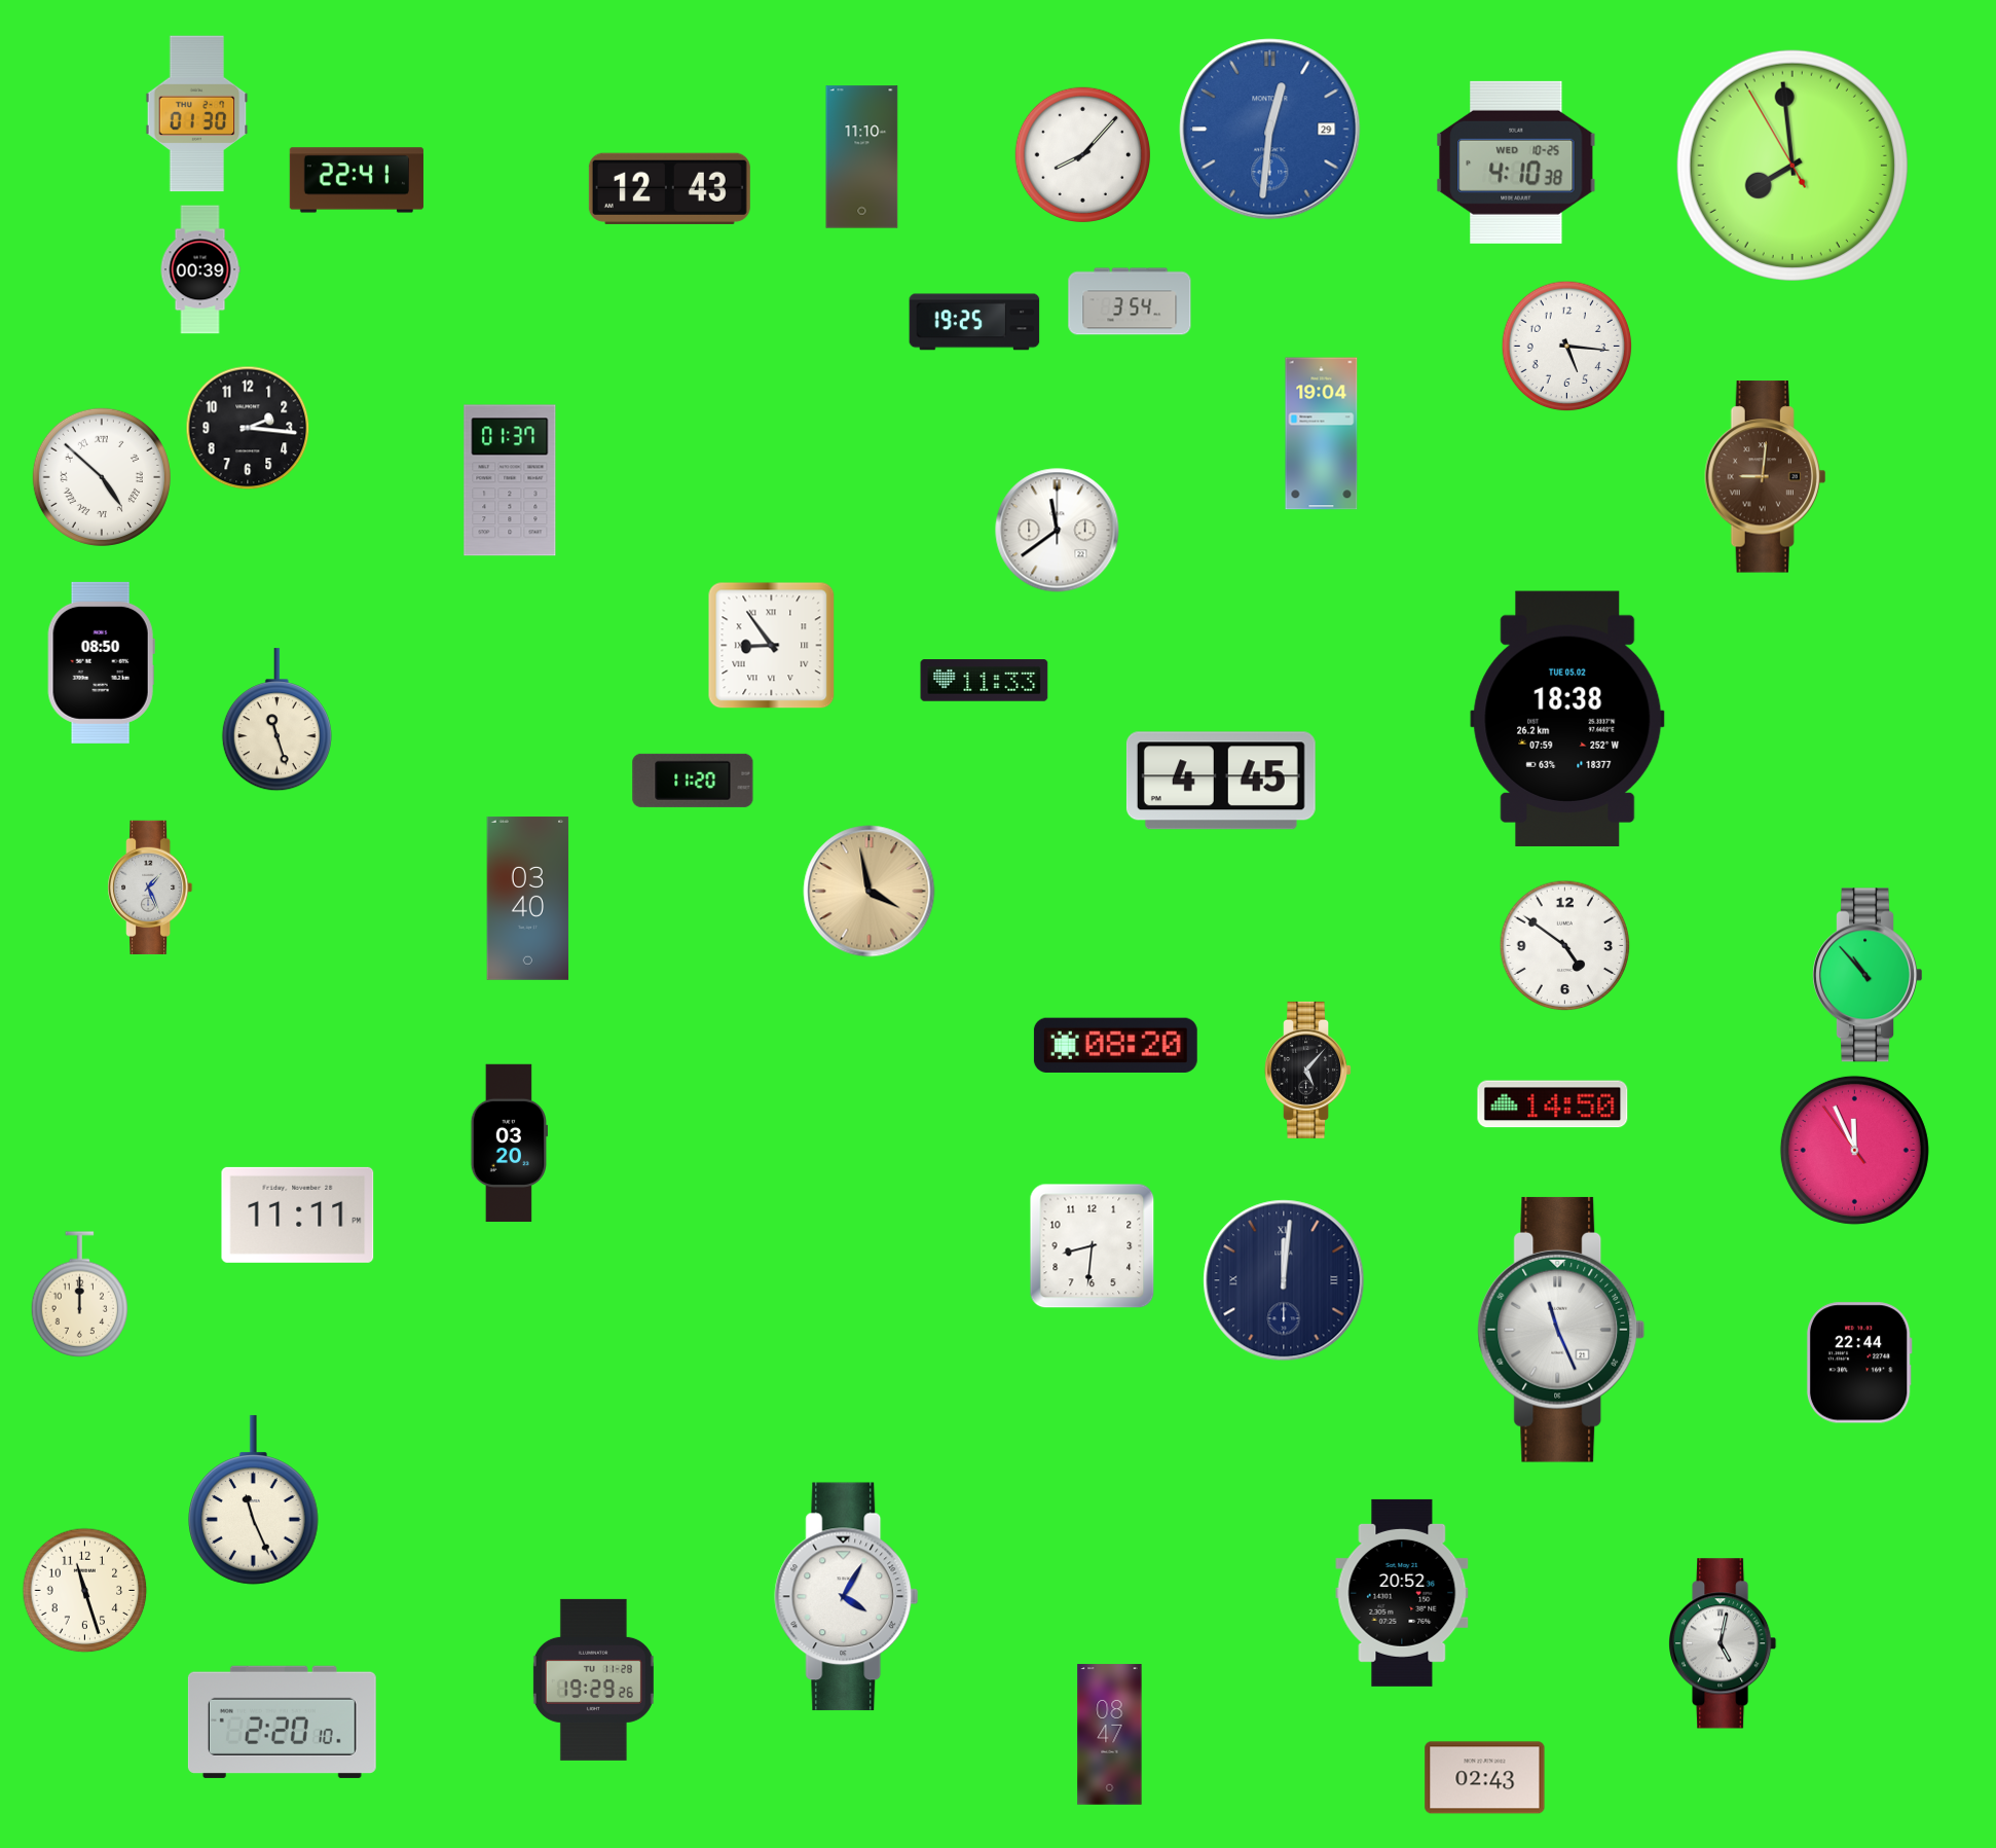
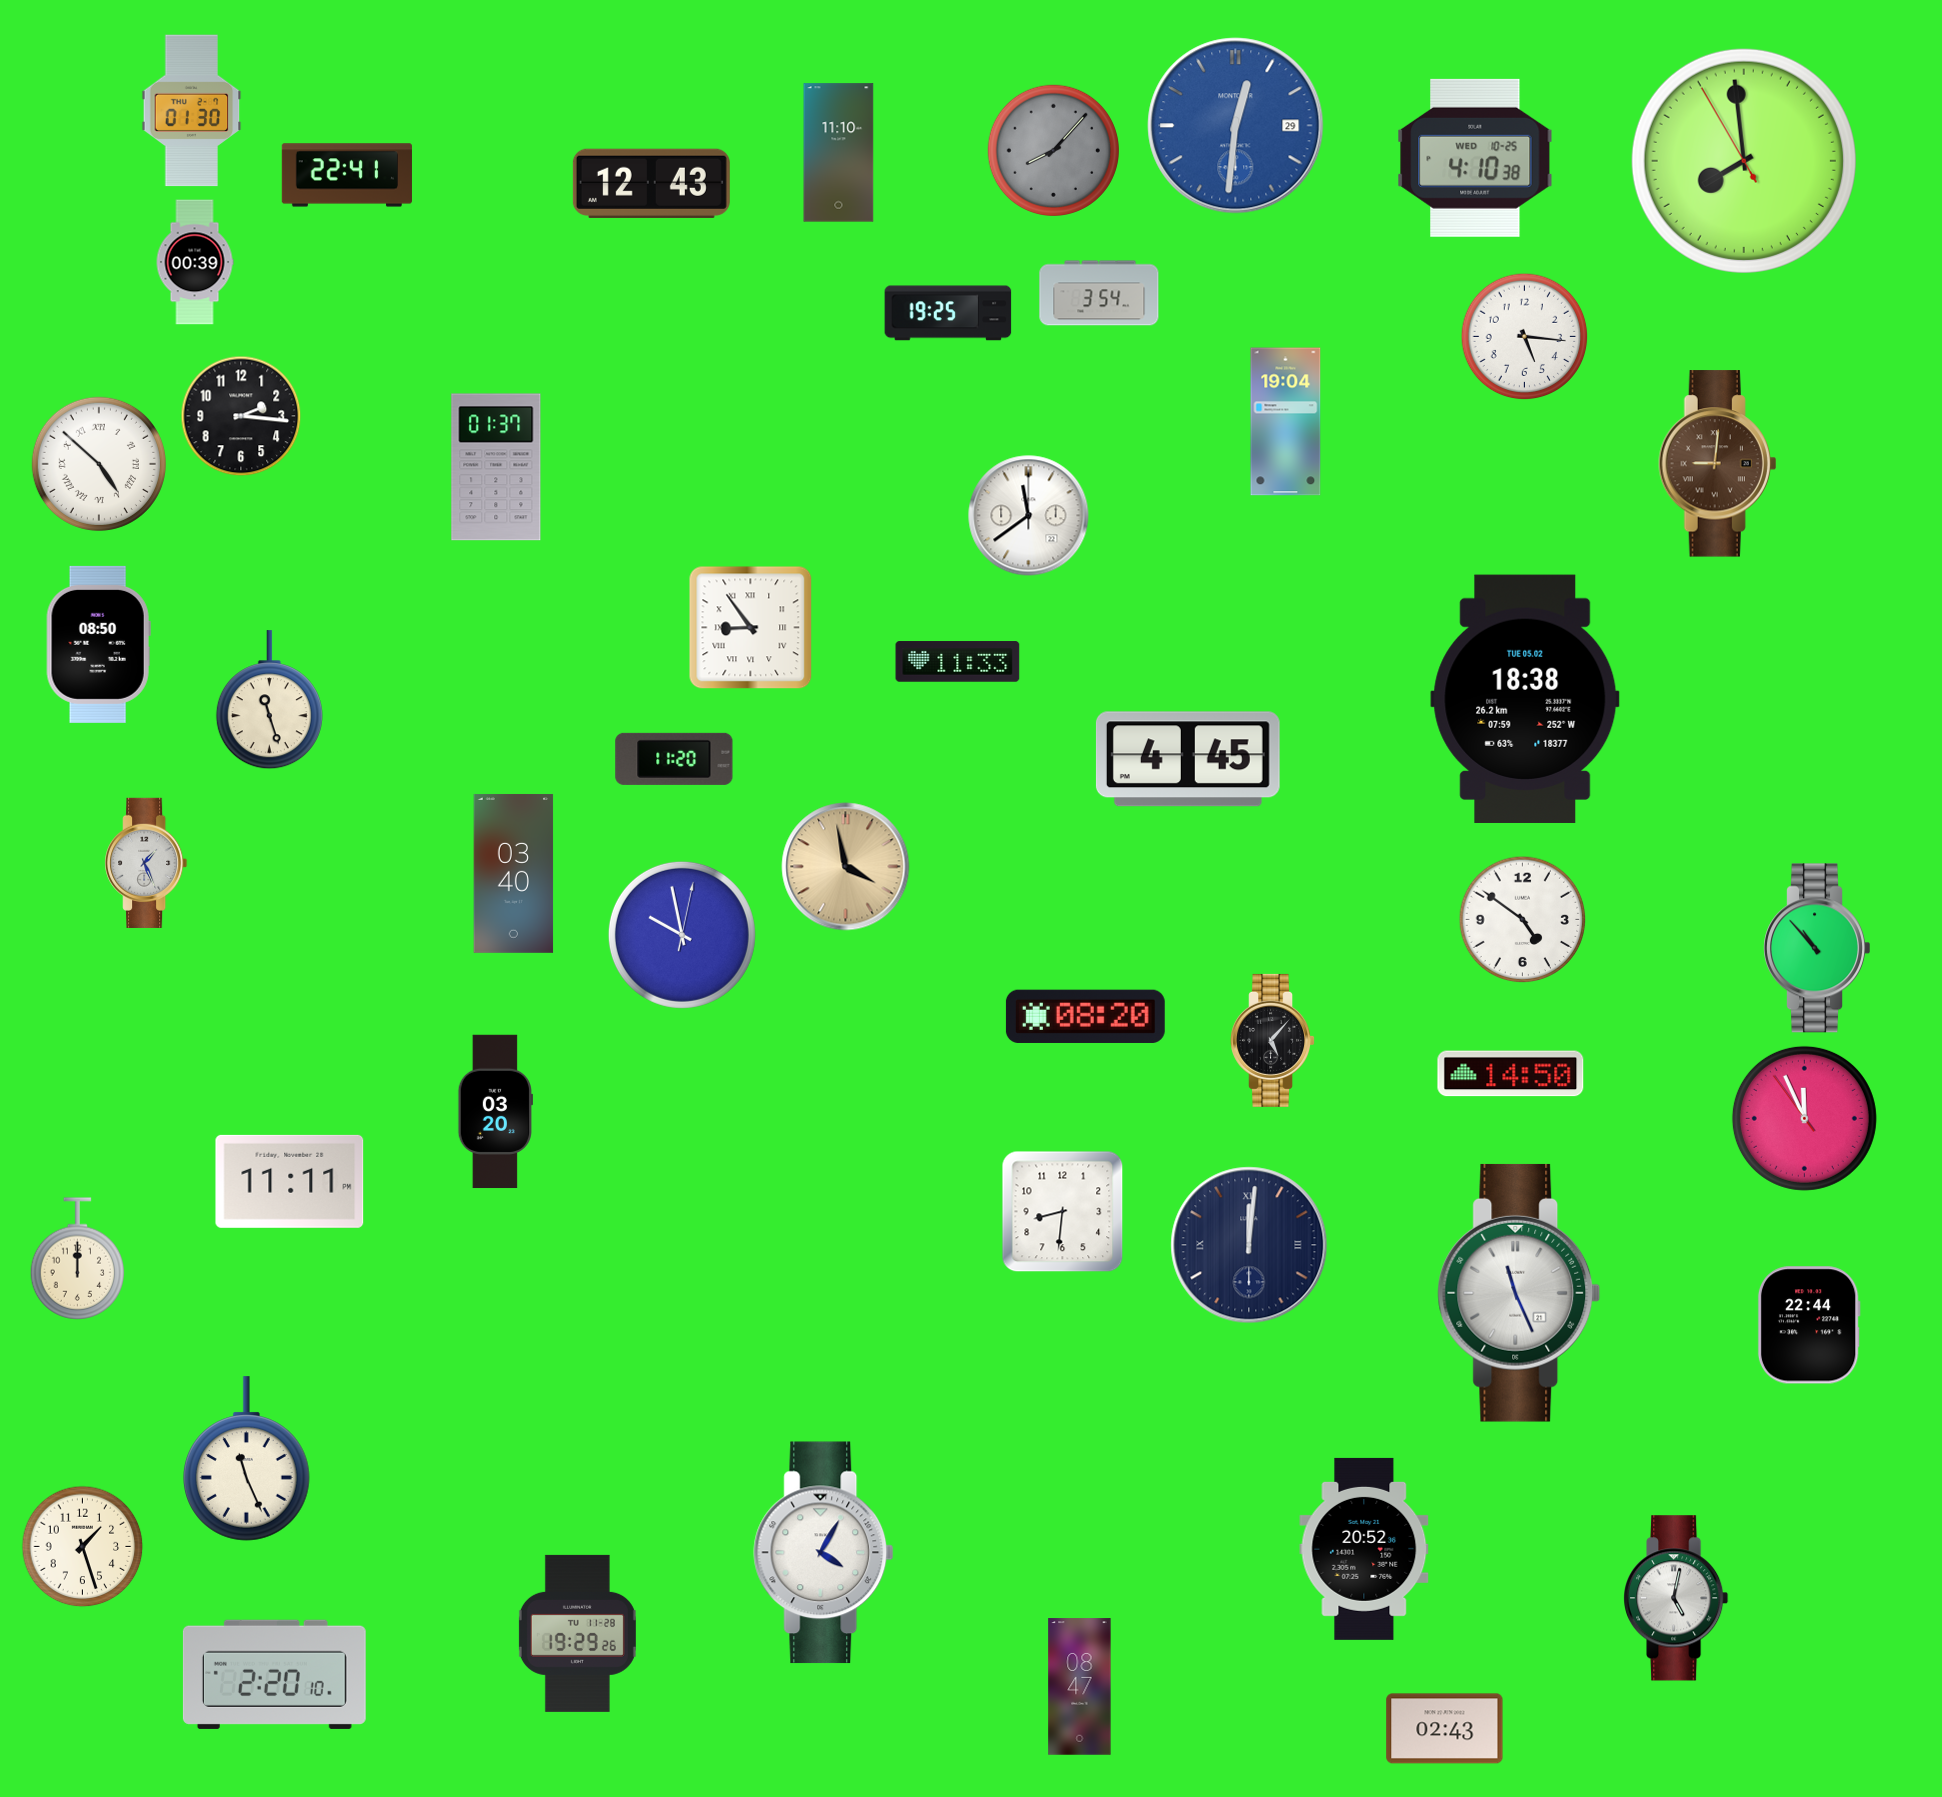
clock at (1082, 154) dial: white -> grey
clock at (682, 935): none -> 9:58
clock at (85, 1591): 11:27 -> 1:27
